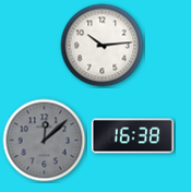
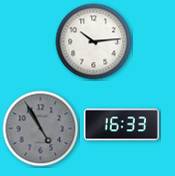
clock at (132, 136): 16:38 -> 16:33
clock at (45, 141): 12:08 -> 4:55
